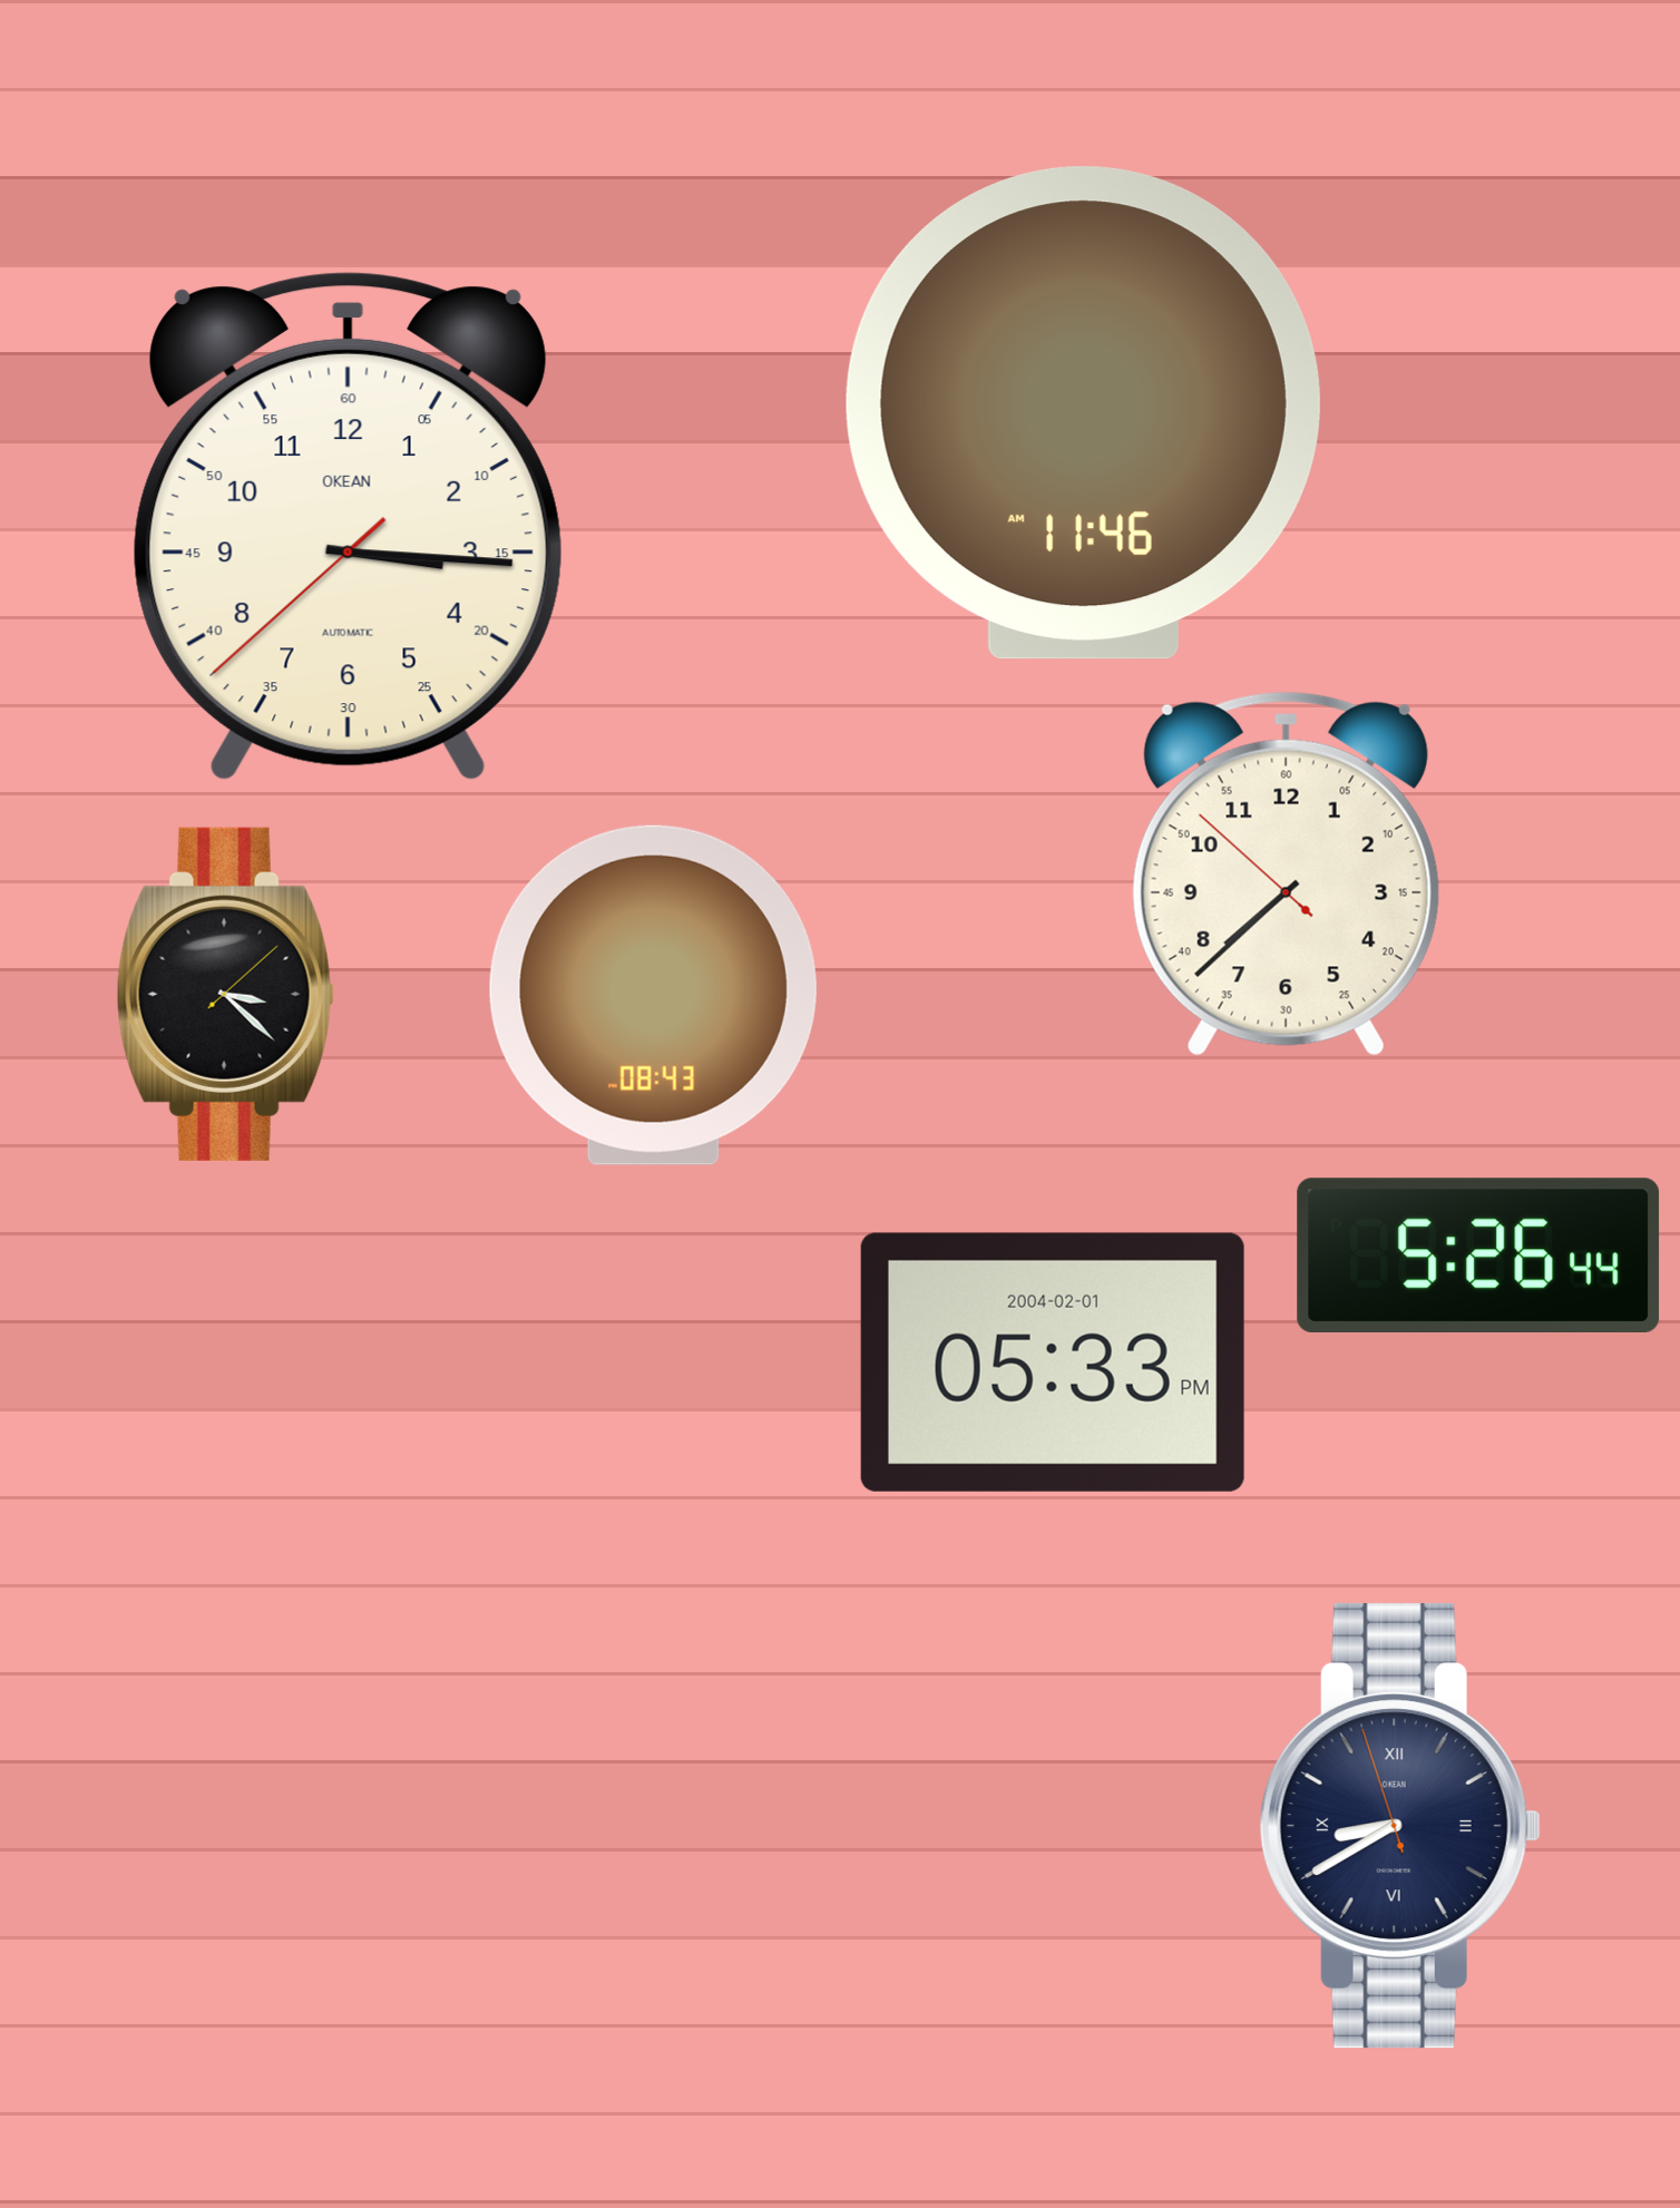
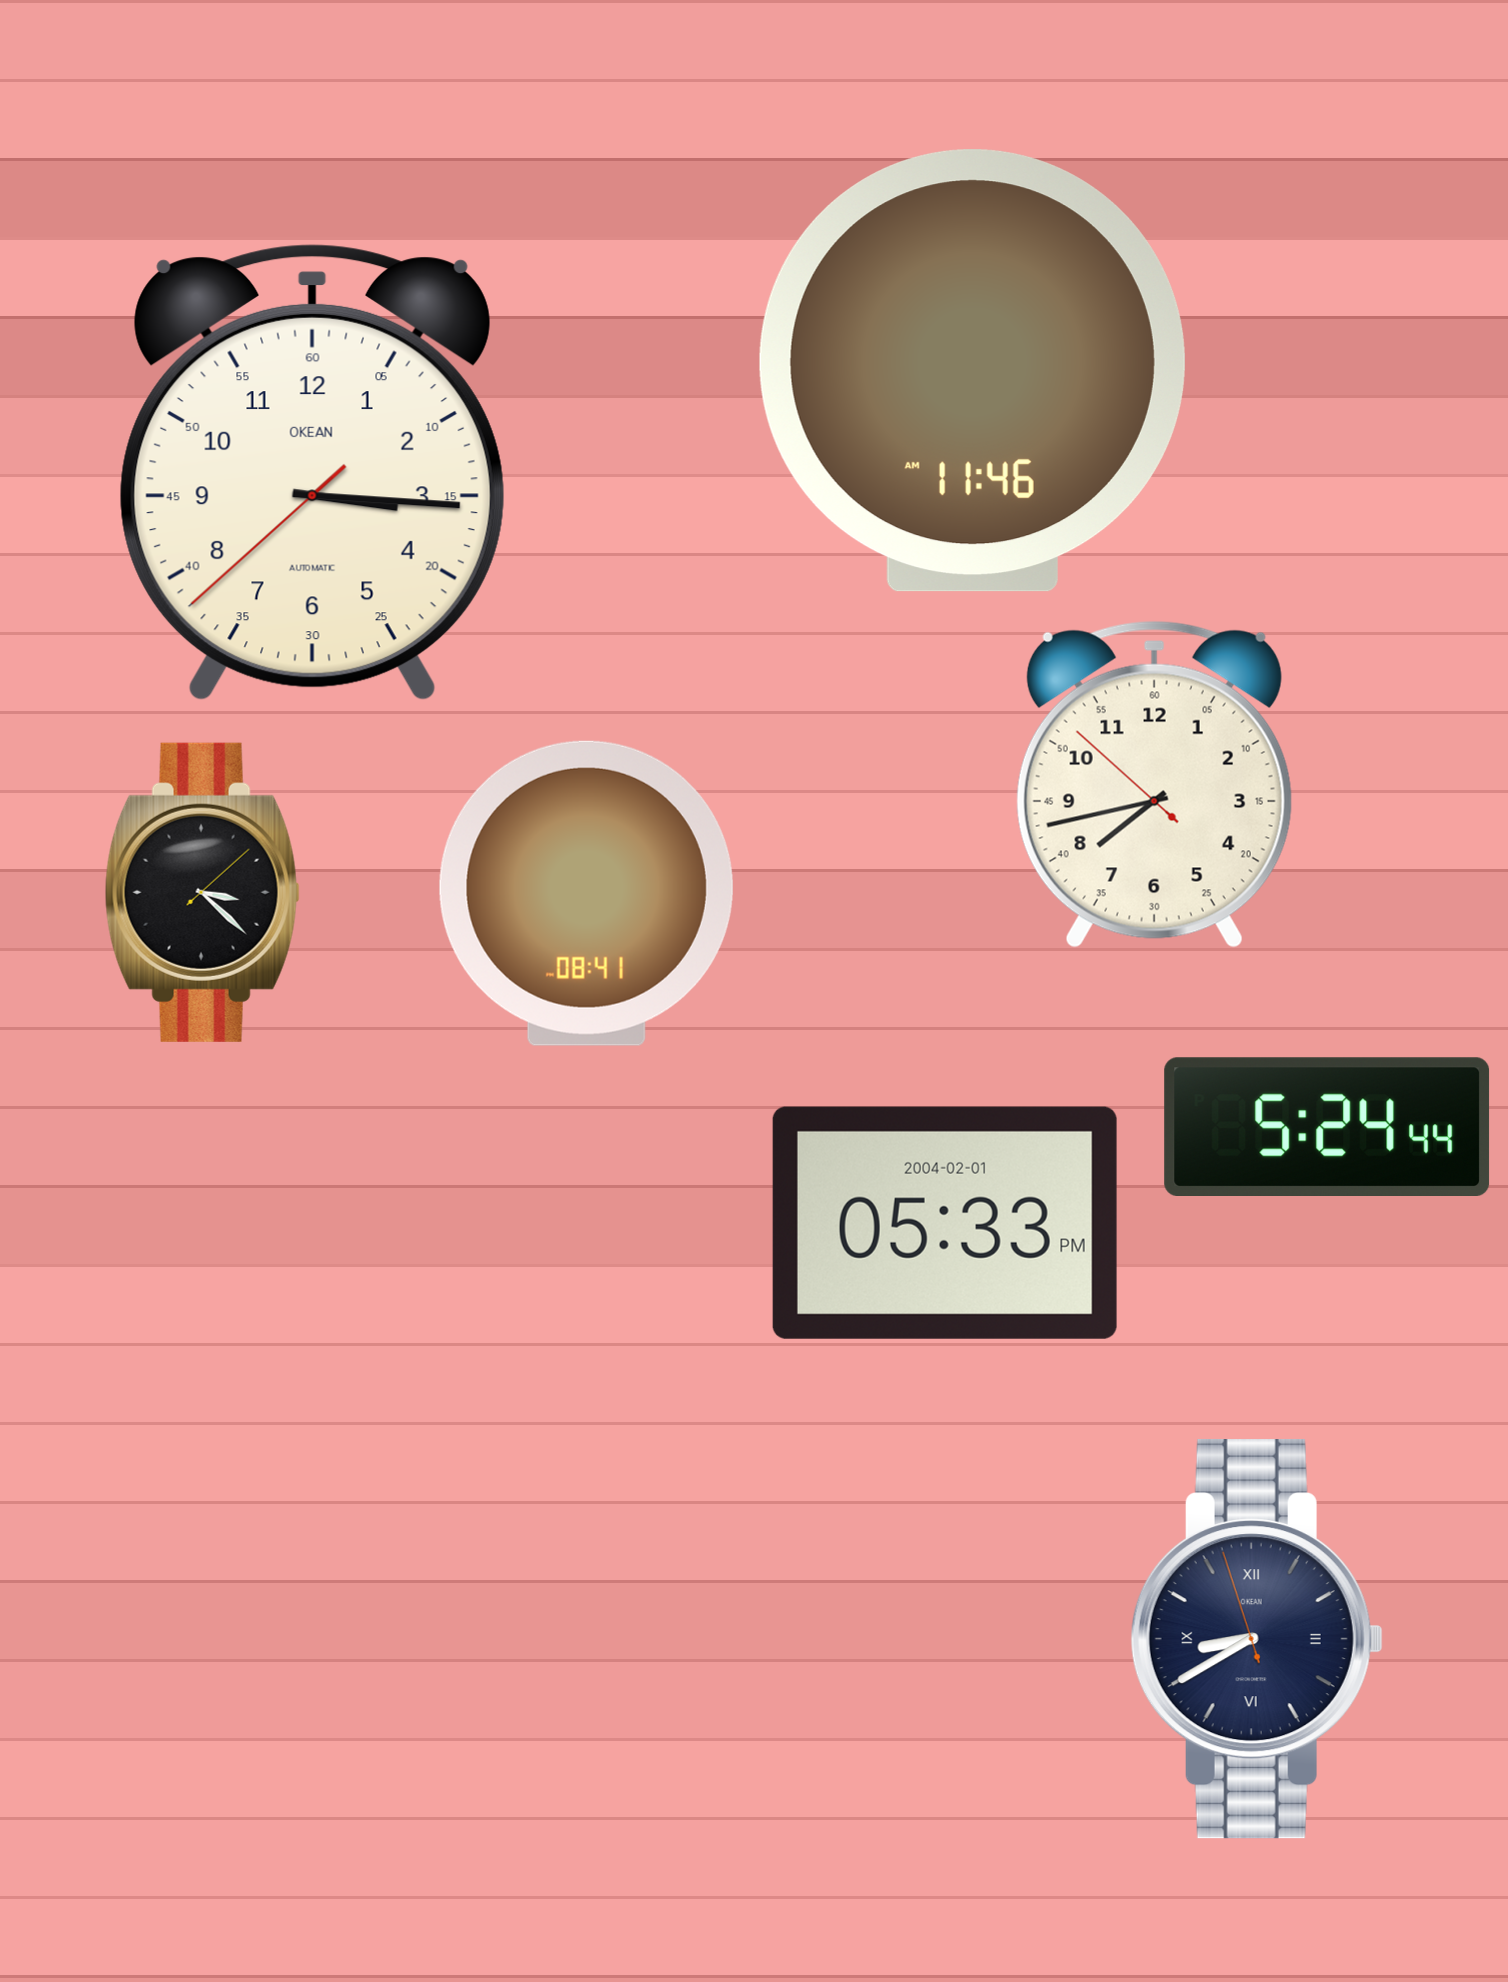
clock at (1286, 873): 7:37 -> 7:42
clock at (653, 995): 08:43 -> 08:41
clock at (1478, 1254): 5:26 -> 5:24
